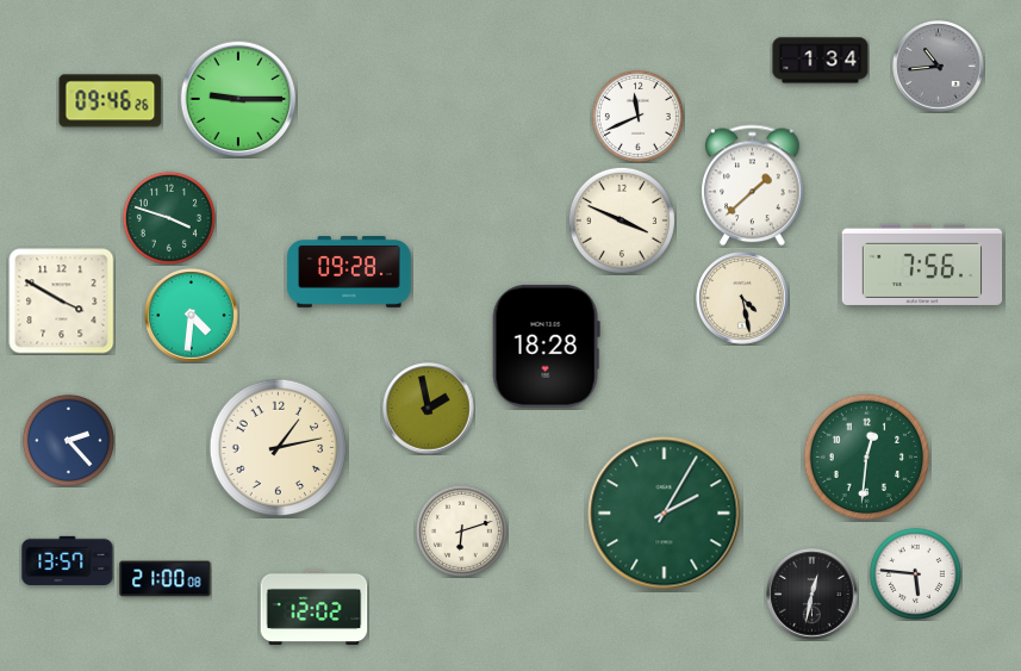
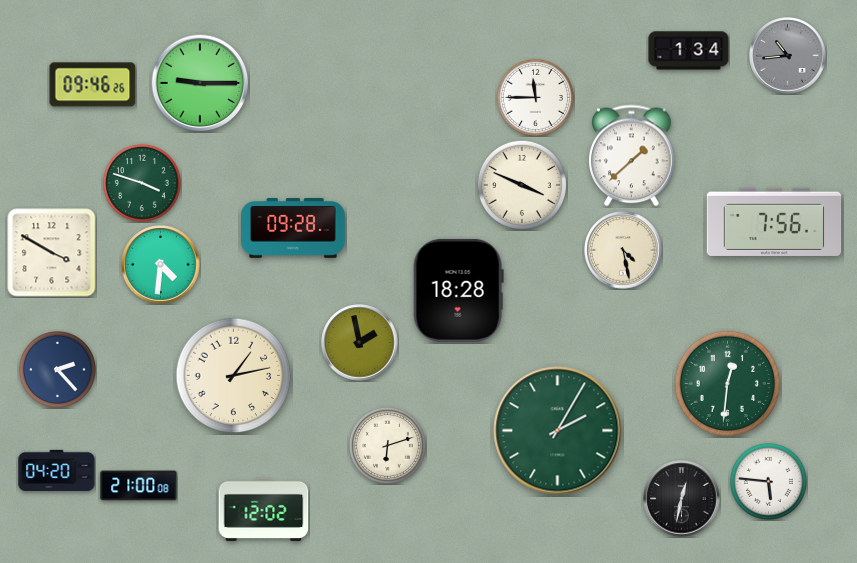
clock at (637, 116): 11:41 -> 11:45
clock at (68, 560): 13:57 -> 04:20
